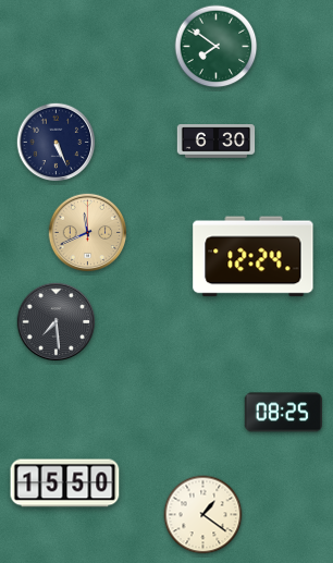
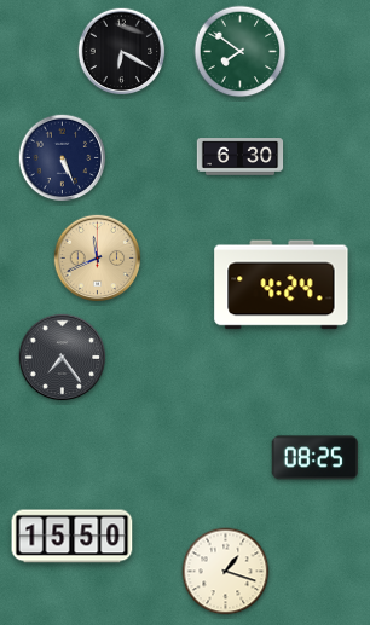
clock at (122, 52): none -> 6:20
clock at (254, 257): 12:24 -> 4:24
clock at (57, 322): 7:29 -> 7:24
clock at (203, 515): 1:21 -> 1:18
